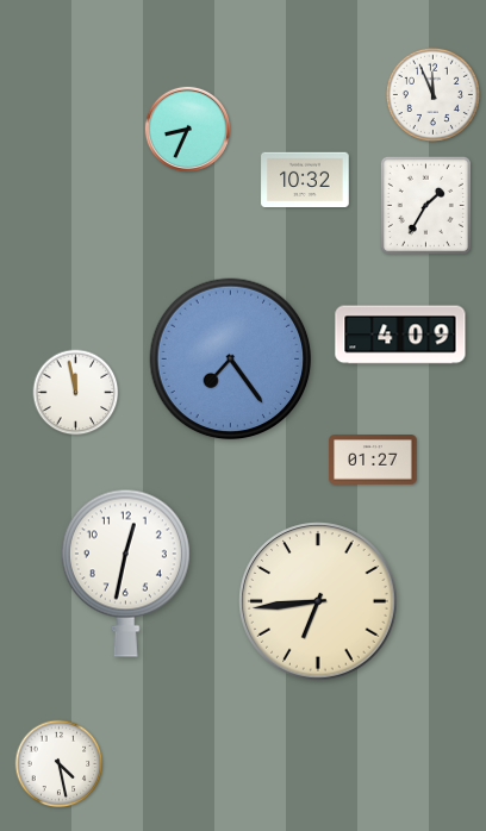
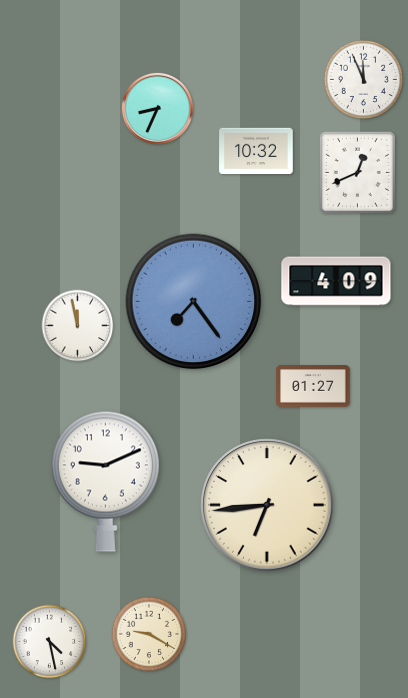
clock at (425, 205): 1:35 -> 12:41
clock at (76, 393) position: (76, 393) -> (78, 326)
clock at (125, 573): 12:32 -> 9:11
clock at (149, 634): none -> 9:20
